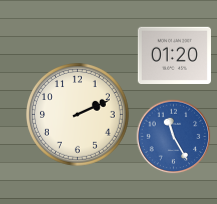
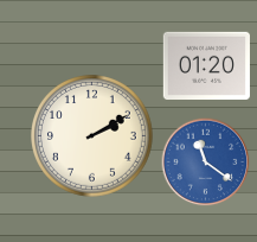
clock at (78, 115): 2:11 -> 2:10
clock at (174, 137): 11:25 -> 11:21
